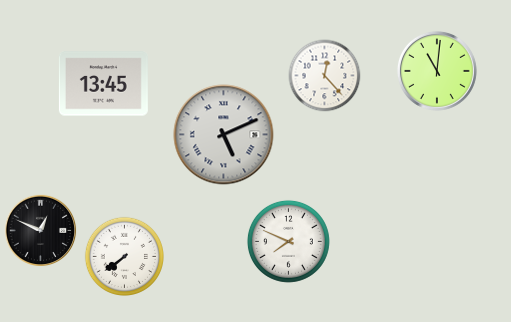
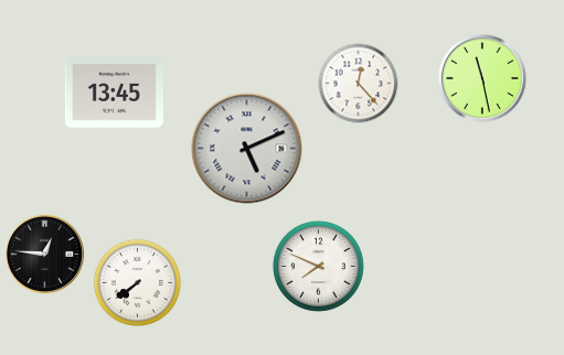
clock at (437, 71): 11:01 -> 11:28
clock at (41, 231): 12:49 -> 12:46
